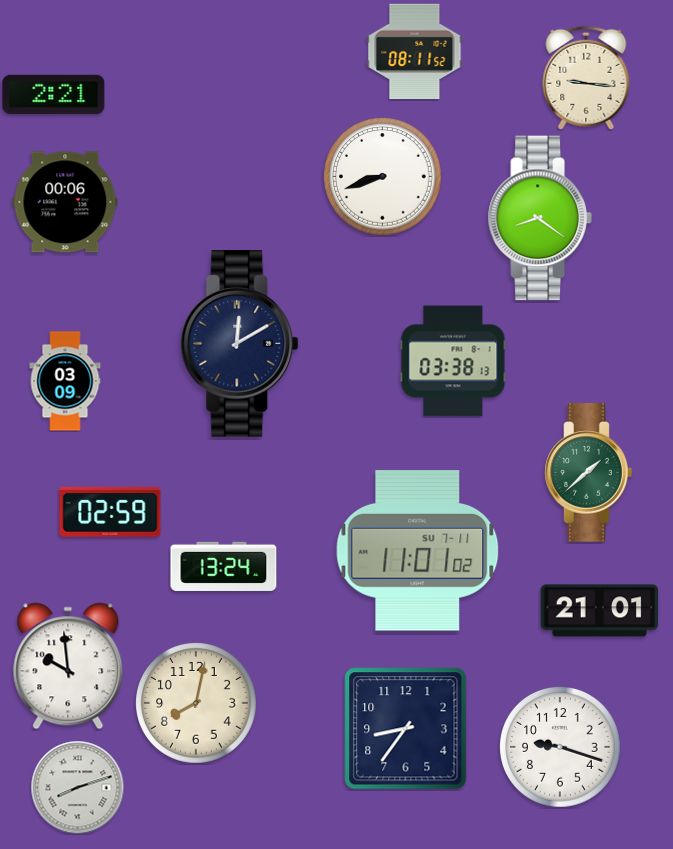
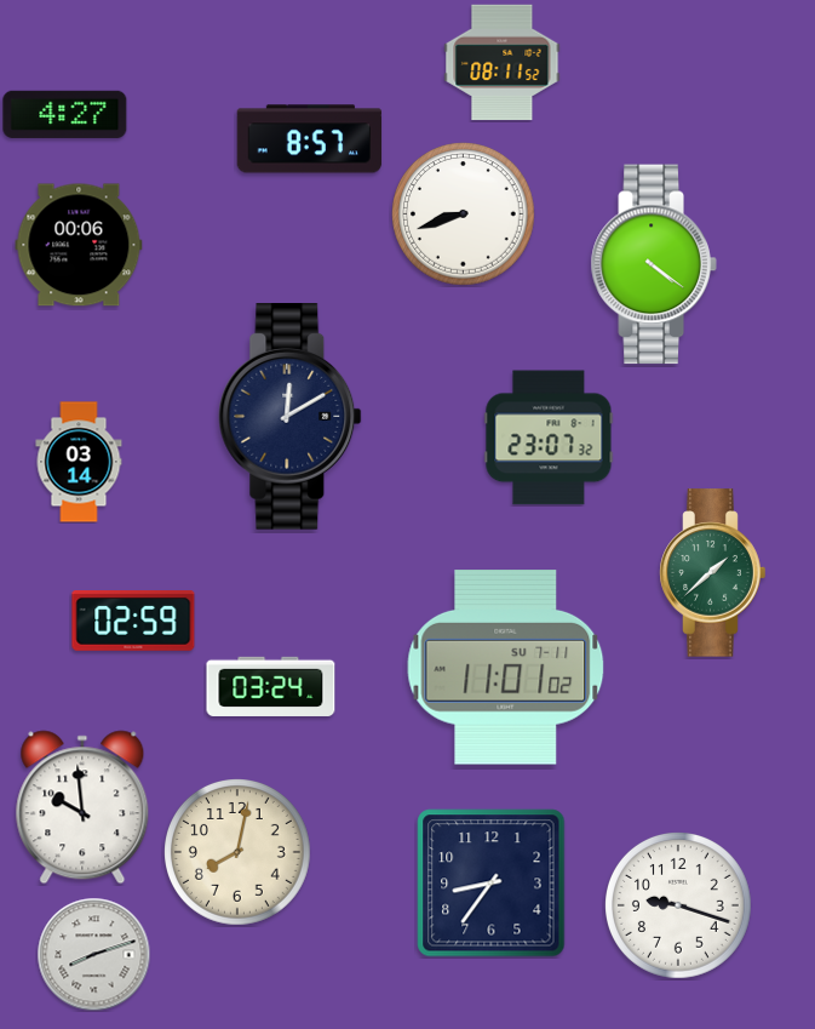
clock at (586, 78): 9:16 -> none
clock at (54, 94): 2:21 -> 4:27
clock at (310, 139): none -> 8:57
clock at (540, 218): 8:21 -> 4:21
clock at (453, 361): 03:38 -> 23:07
clock at (65, 381): 03:09 -> 03:14
clock at (224, 566): 13:24 -> 03:24
clock at (600, 611): 21:01 -> none
